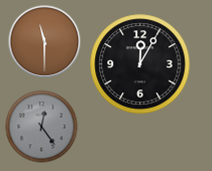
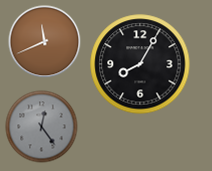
clock at (45, 42): 11:30 -> 11:41
clock at (140, 64): 12:05 -> 8:05
